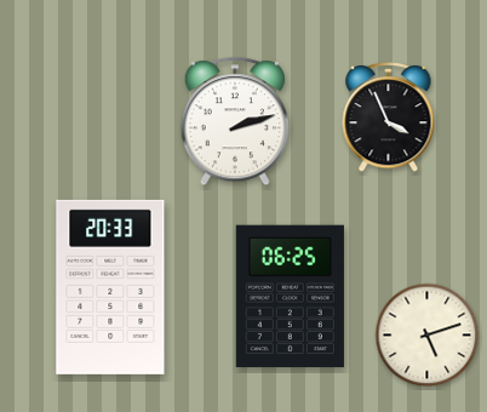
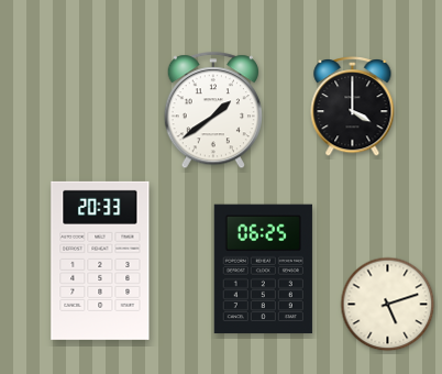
clock at (389, 116): 3:56 -> 4:00
clock at (235, 122): 2:12 -> 1:39
